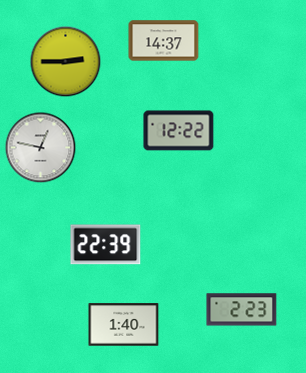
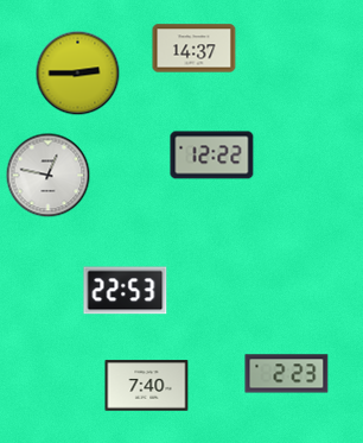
clock at (106, 245): 22:39 -> 22:53
clock at (242, 310) position: (242, 310) -> (287, 374)
clock at (124, 325): 1:40 -> 7:40
